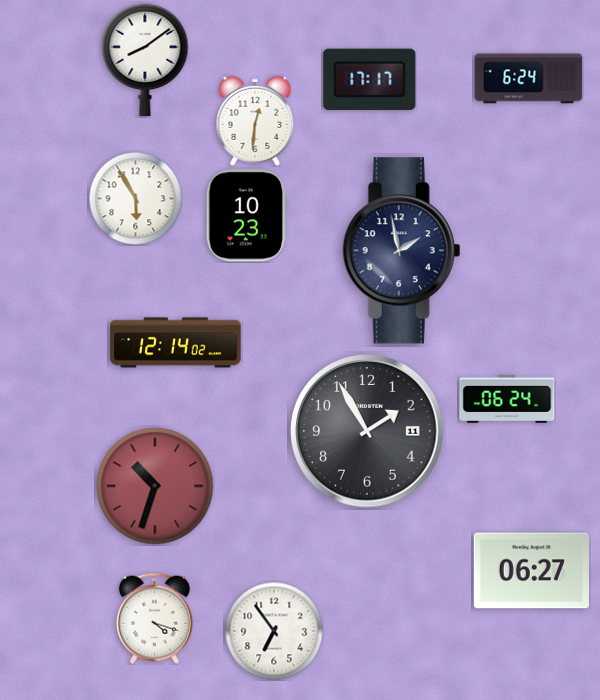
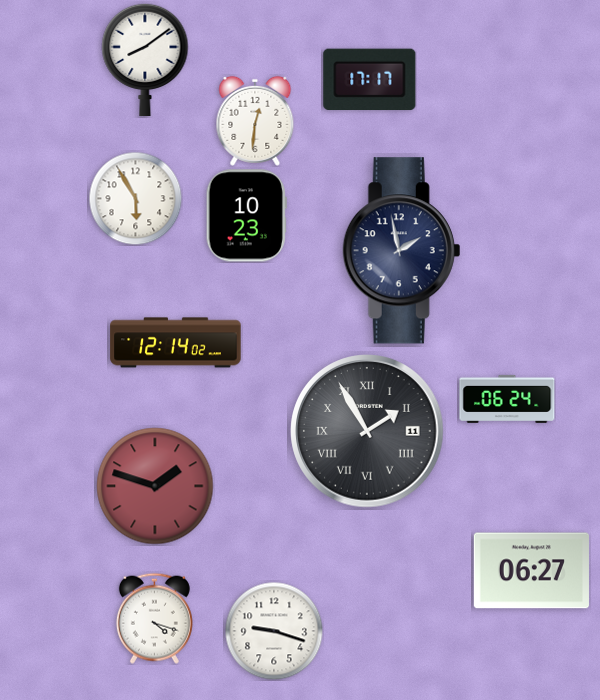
clock at (529, 79): 6:24 -> none
clock at (367, 431) numerals: Arabic -> Roman
clock at (155, 486): 10:33 -> 1:48
clock at (274, 631): 6:54 -> 9:18
